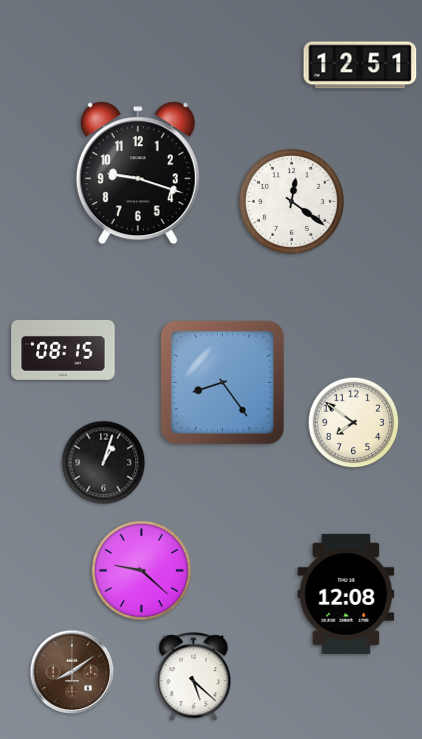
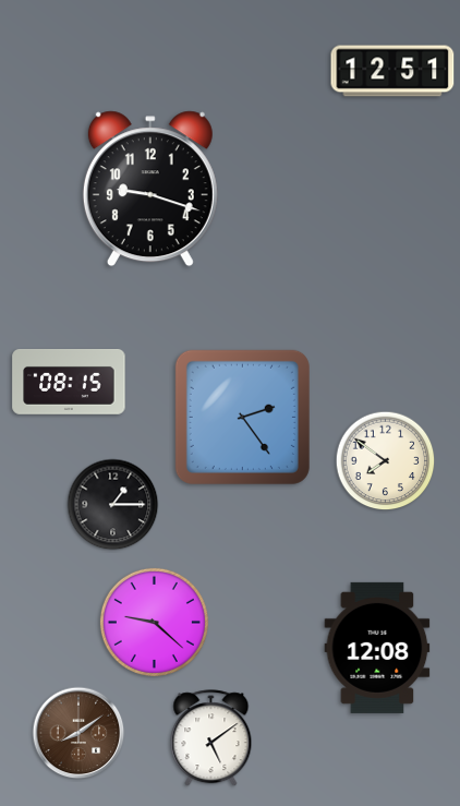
clock at (291, 201): 12:21 -> none
clock at (222, 382): 8:24 -> 2:24
clock at (104, 463): 1:03 -> 1:15
clock at (194, 677): 5:22 -> 5:09
